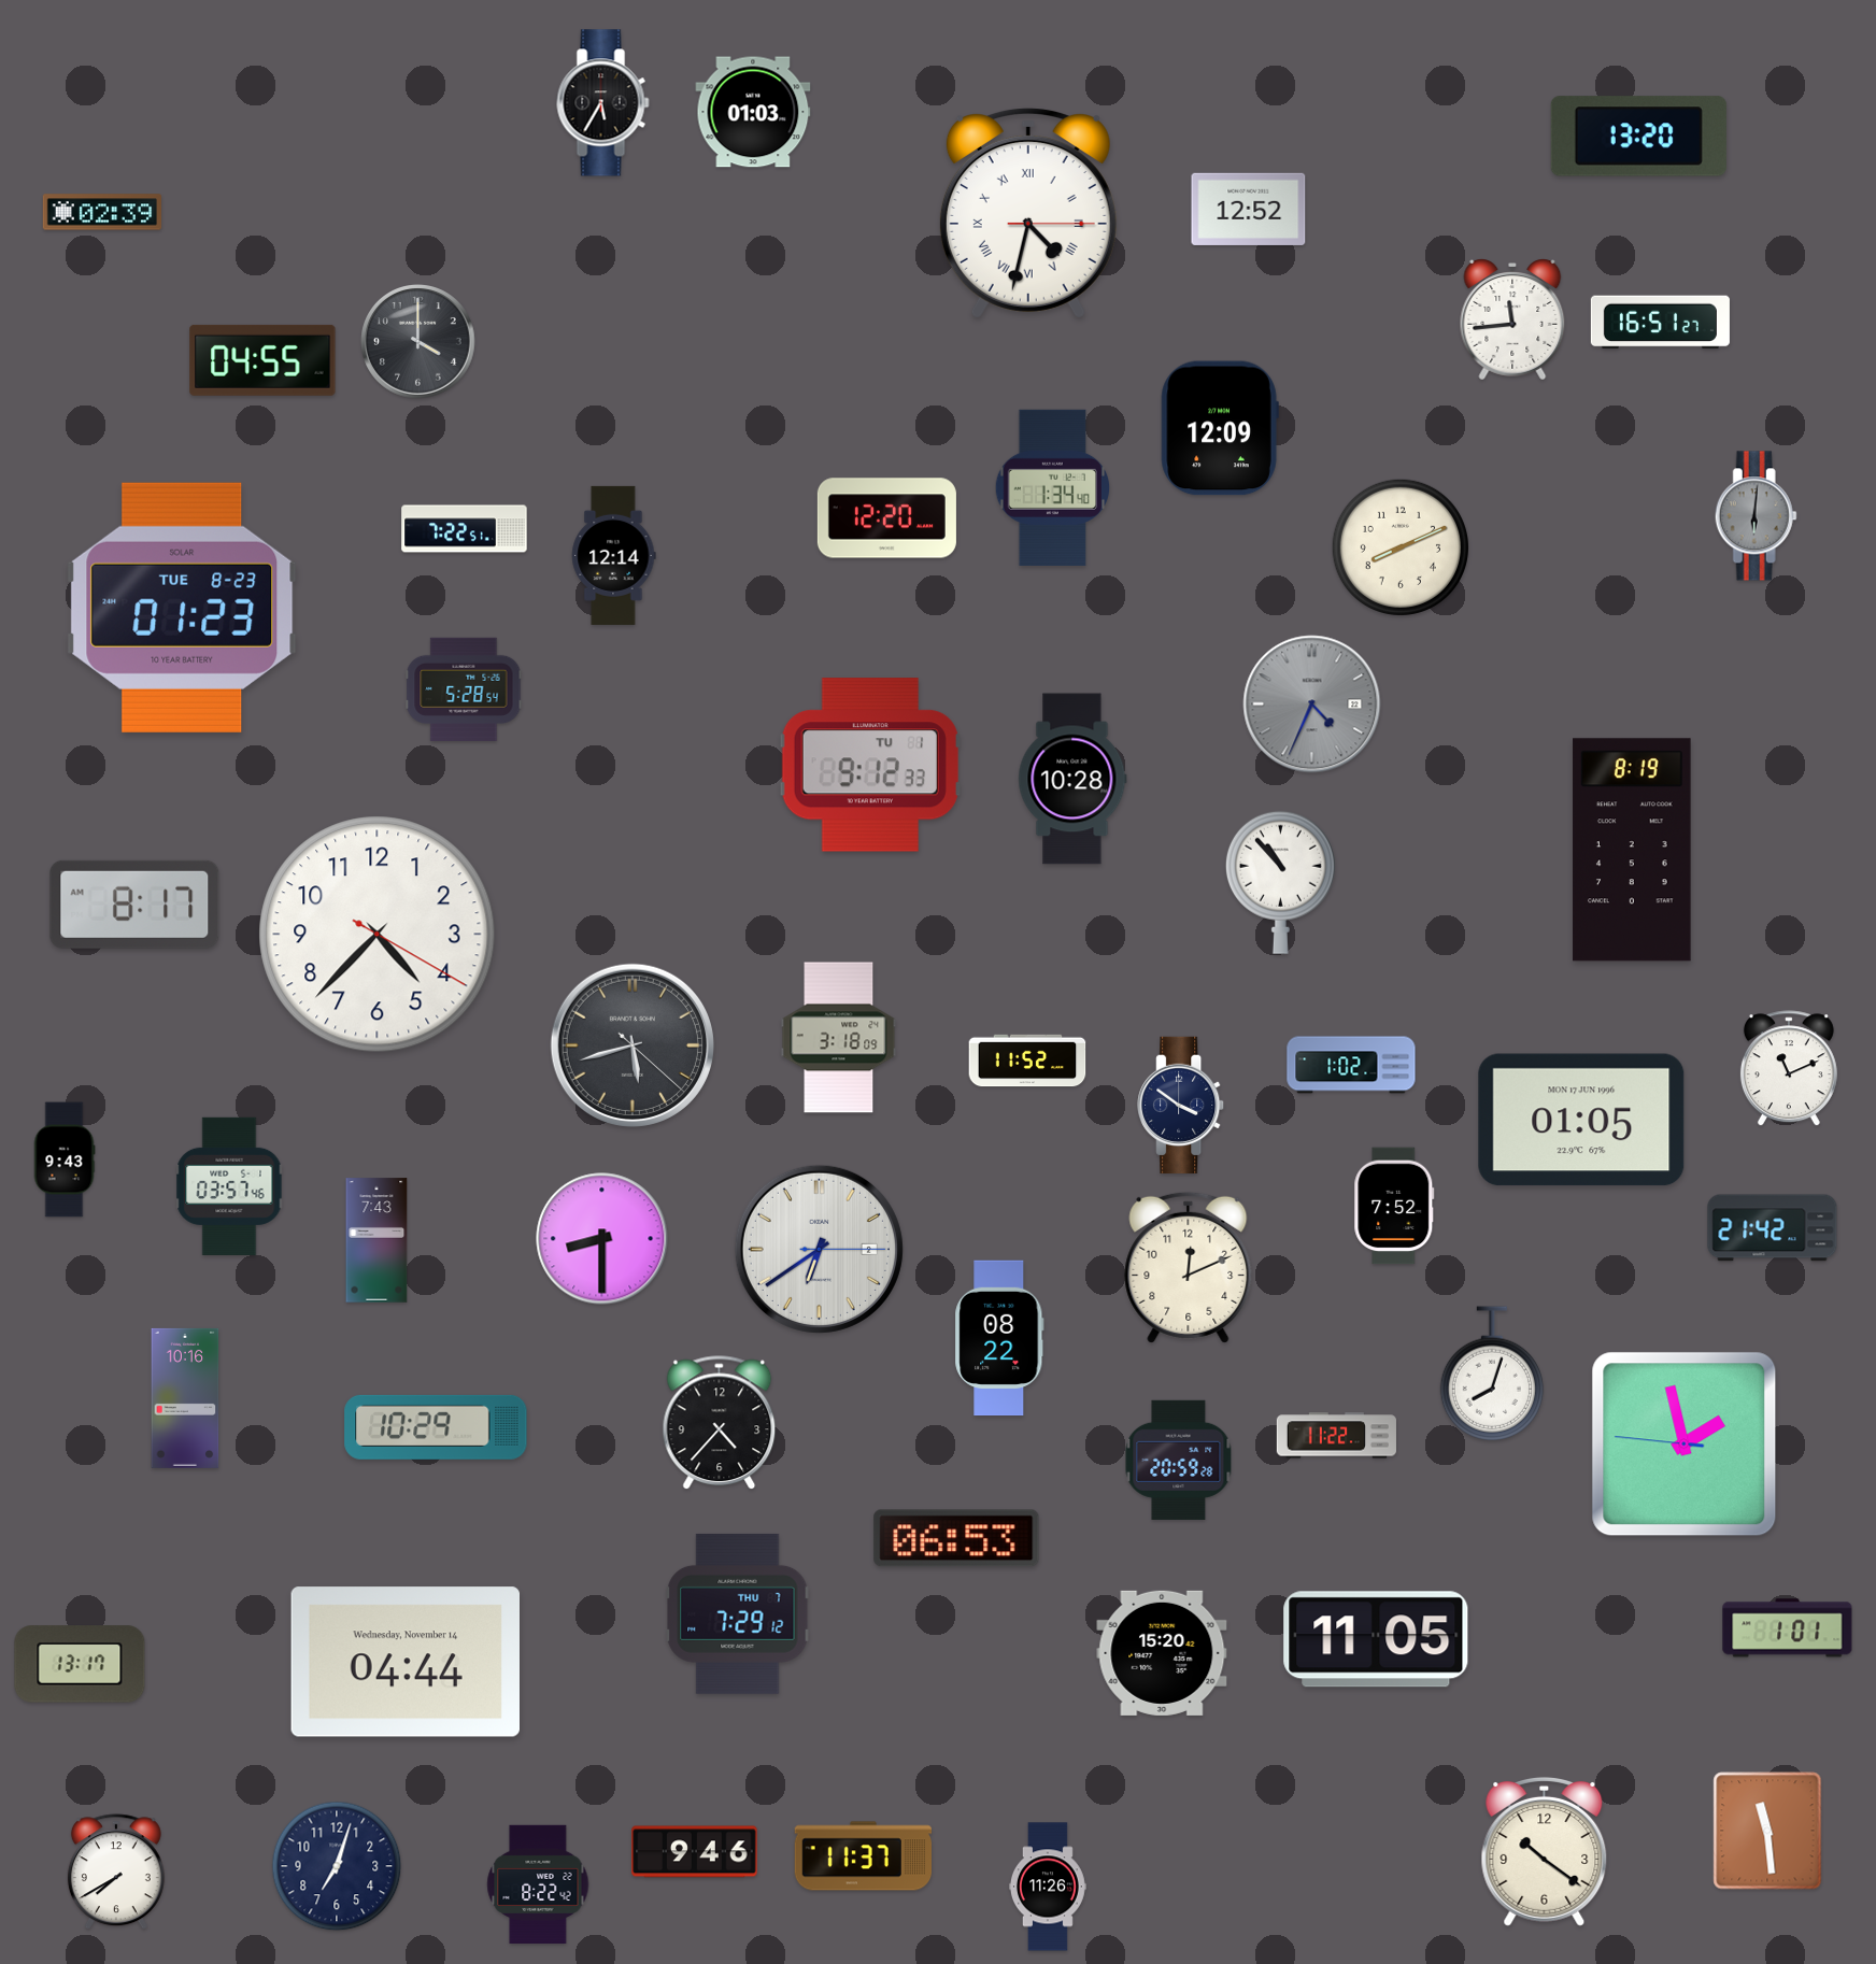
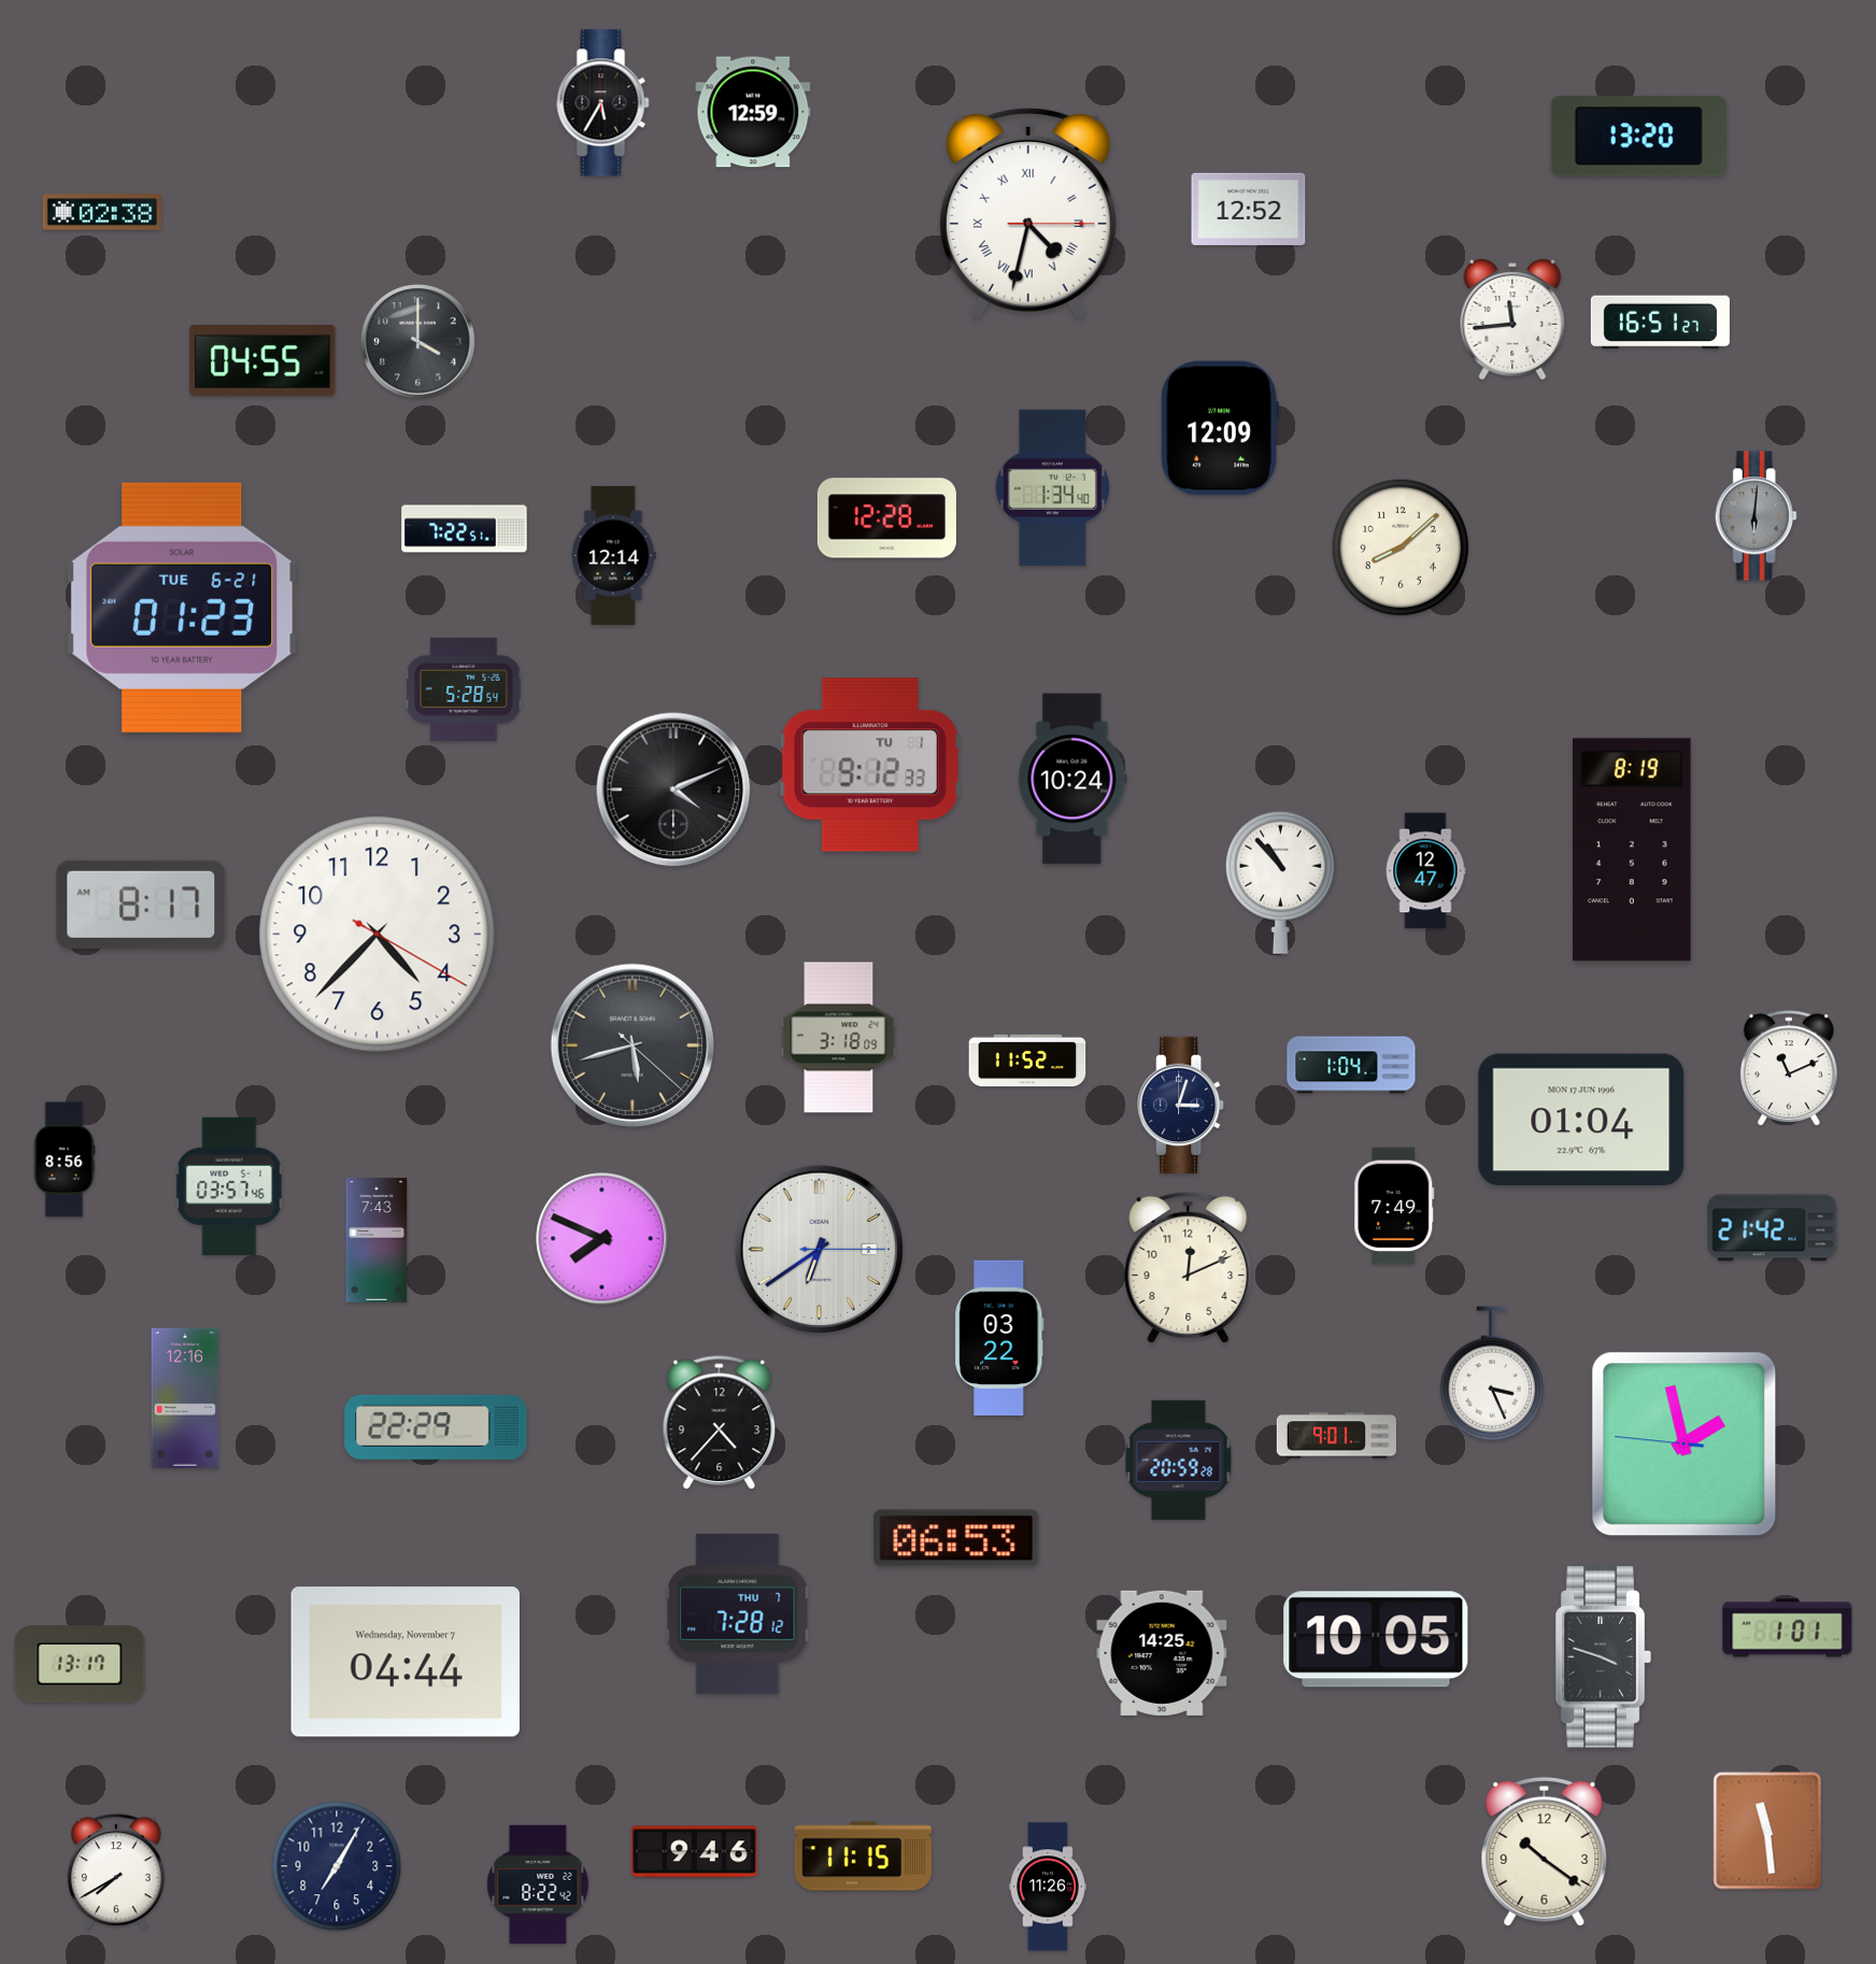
clock at (753, 112): 01:03 -> 12:59
clock at (102, 212): 02:39 -> 02:38
clock at (886, 518): 12:20 -> 12:28
clock at (1399, 546): 8:11 -> 8:08
clock at (182, 608) date: TUE 8-23 -> TUE 6-21
clock at (1312, 705): 4:34 -> none
clock at (1072, 779): 10:28 -> 10:24
clock at (673, 789): none -> 4:11
clock at (1425, 871): none -> 12:47
clock at (134, 905) position: (134, 905) -> (141, 905)
clock at (1351, 1065): 1:02 -> 1:04
clock at (1181, 1105): 3:51 -> 3:03
clock at (1581, 1120): 01:05 -> 01:04
clock at (65, 1159): 9:43 -> 8:56
clock at (1394, 1206): 7:52 -> 7:49
clock at (602, 1239): 8:30 -> 7:49
clock at (999, 1338): 08:22 -> 03:22
clock at (1491, 1374): 8:03 -> 3:26
clock at (185, 1398): 10:16 -> 12:16
clock at (436, 1427): 10:29 -> 22:29
clock at (1336, 1436): 11:22 -> 9:01
clock at (738, 1613): 7:29 -> 7:28
clock at (1376, 1639): 11:05 -> 10:05
clock at (1162, 1653): 15:20 -> 14:25
clock at (1603, 1657): none -> 3:48
clock at (404, 1662) date: Wednesday, November 14 -> Wednesday, November 7
clock at (863, 1856): 11:37 -> 11:15
clock at (337, 1866): 7:03 -> 7:05
